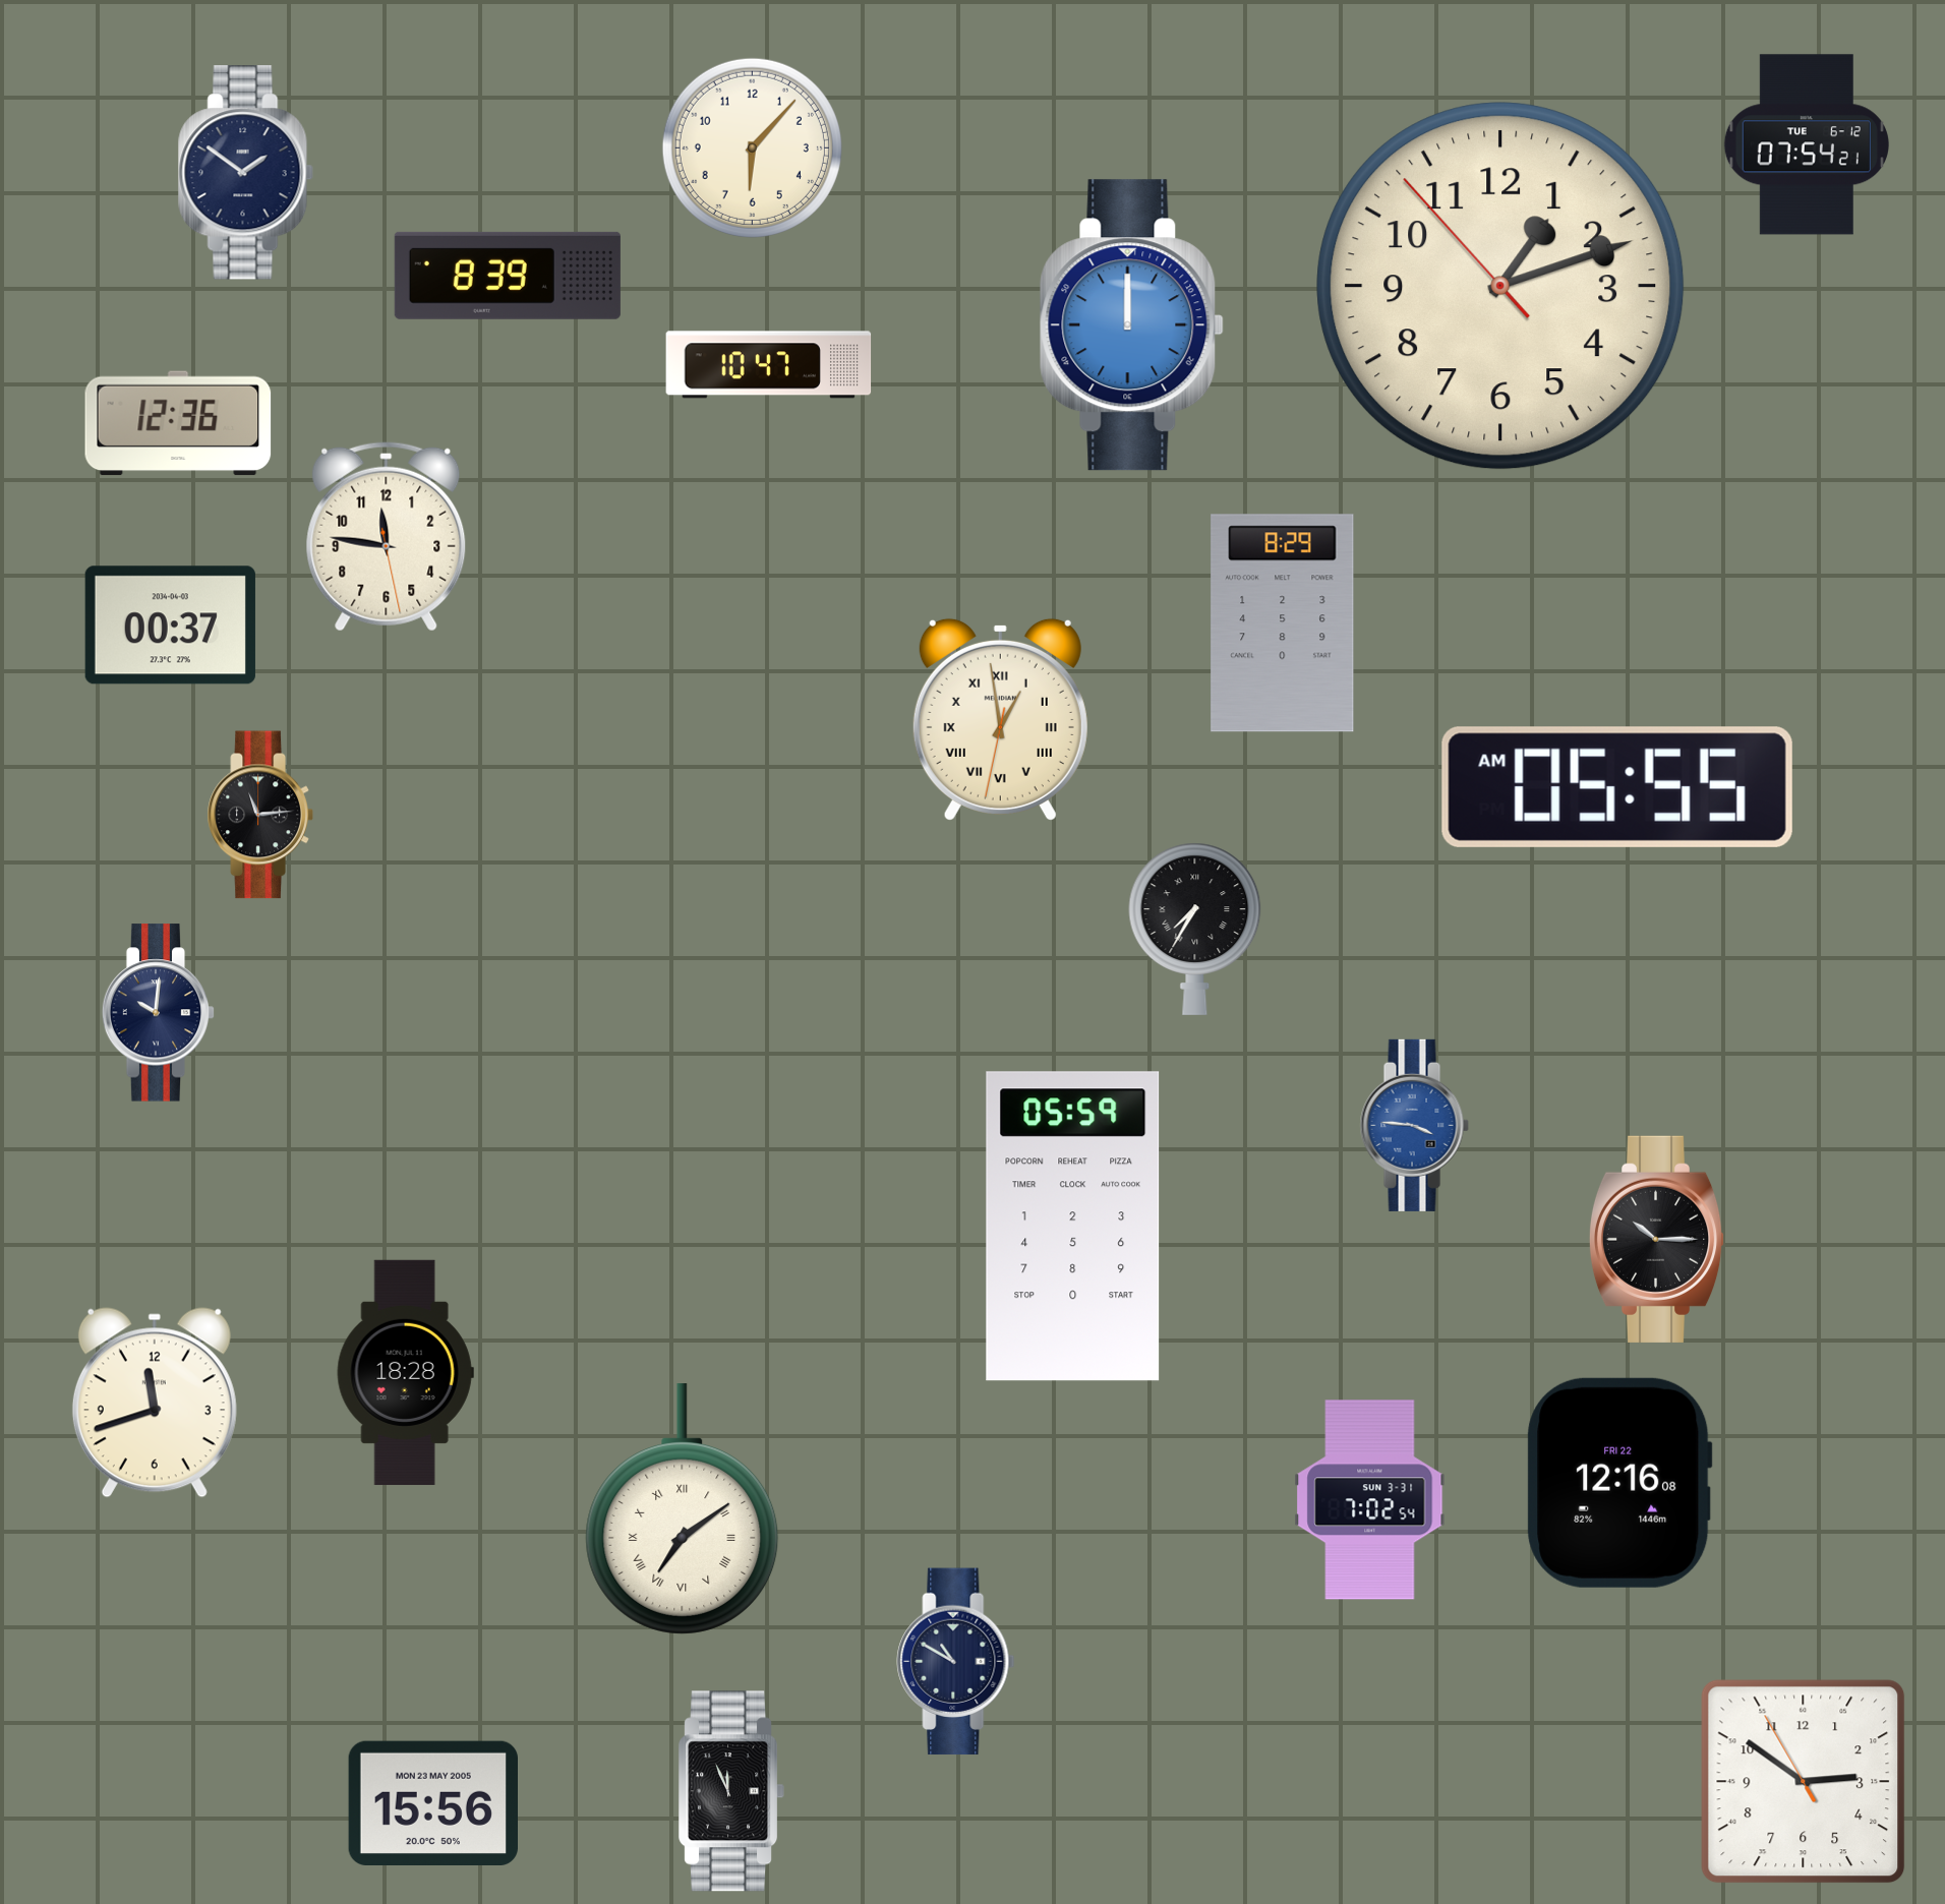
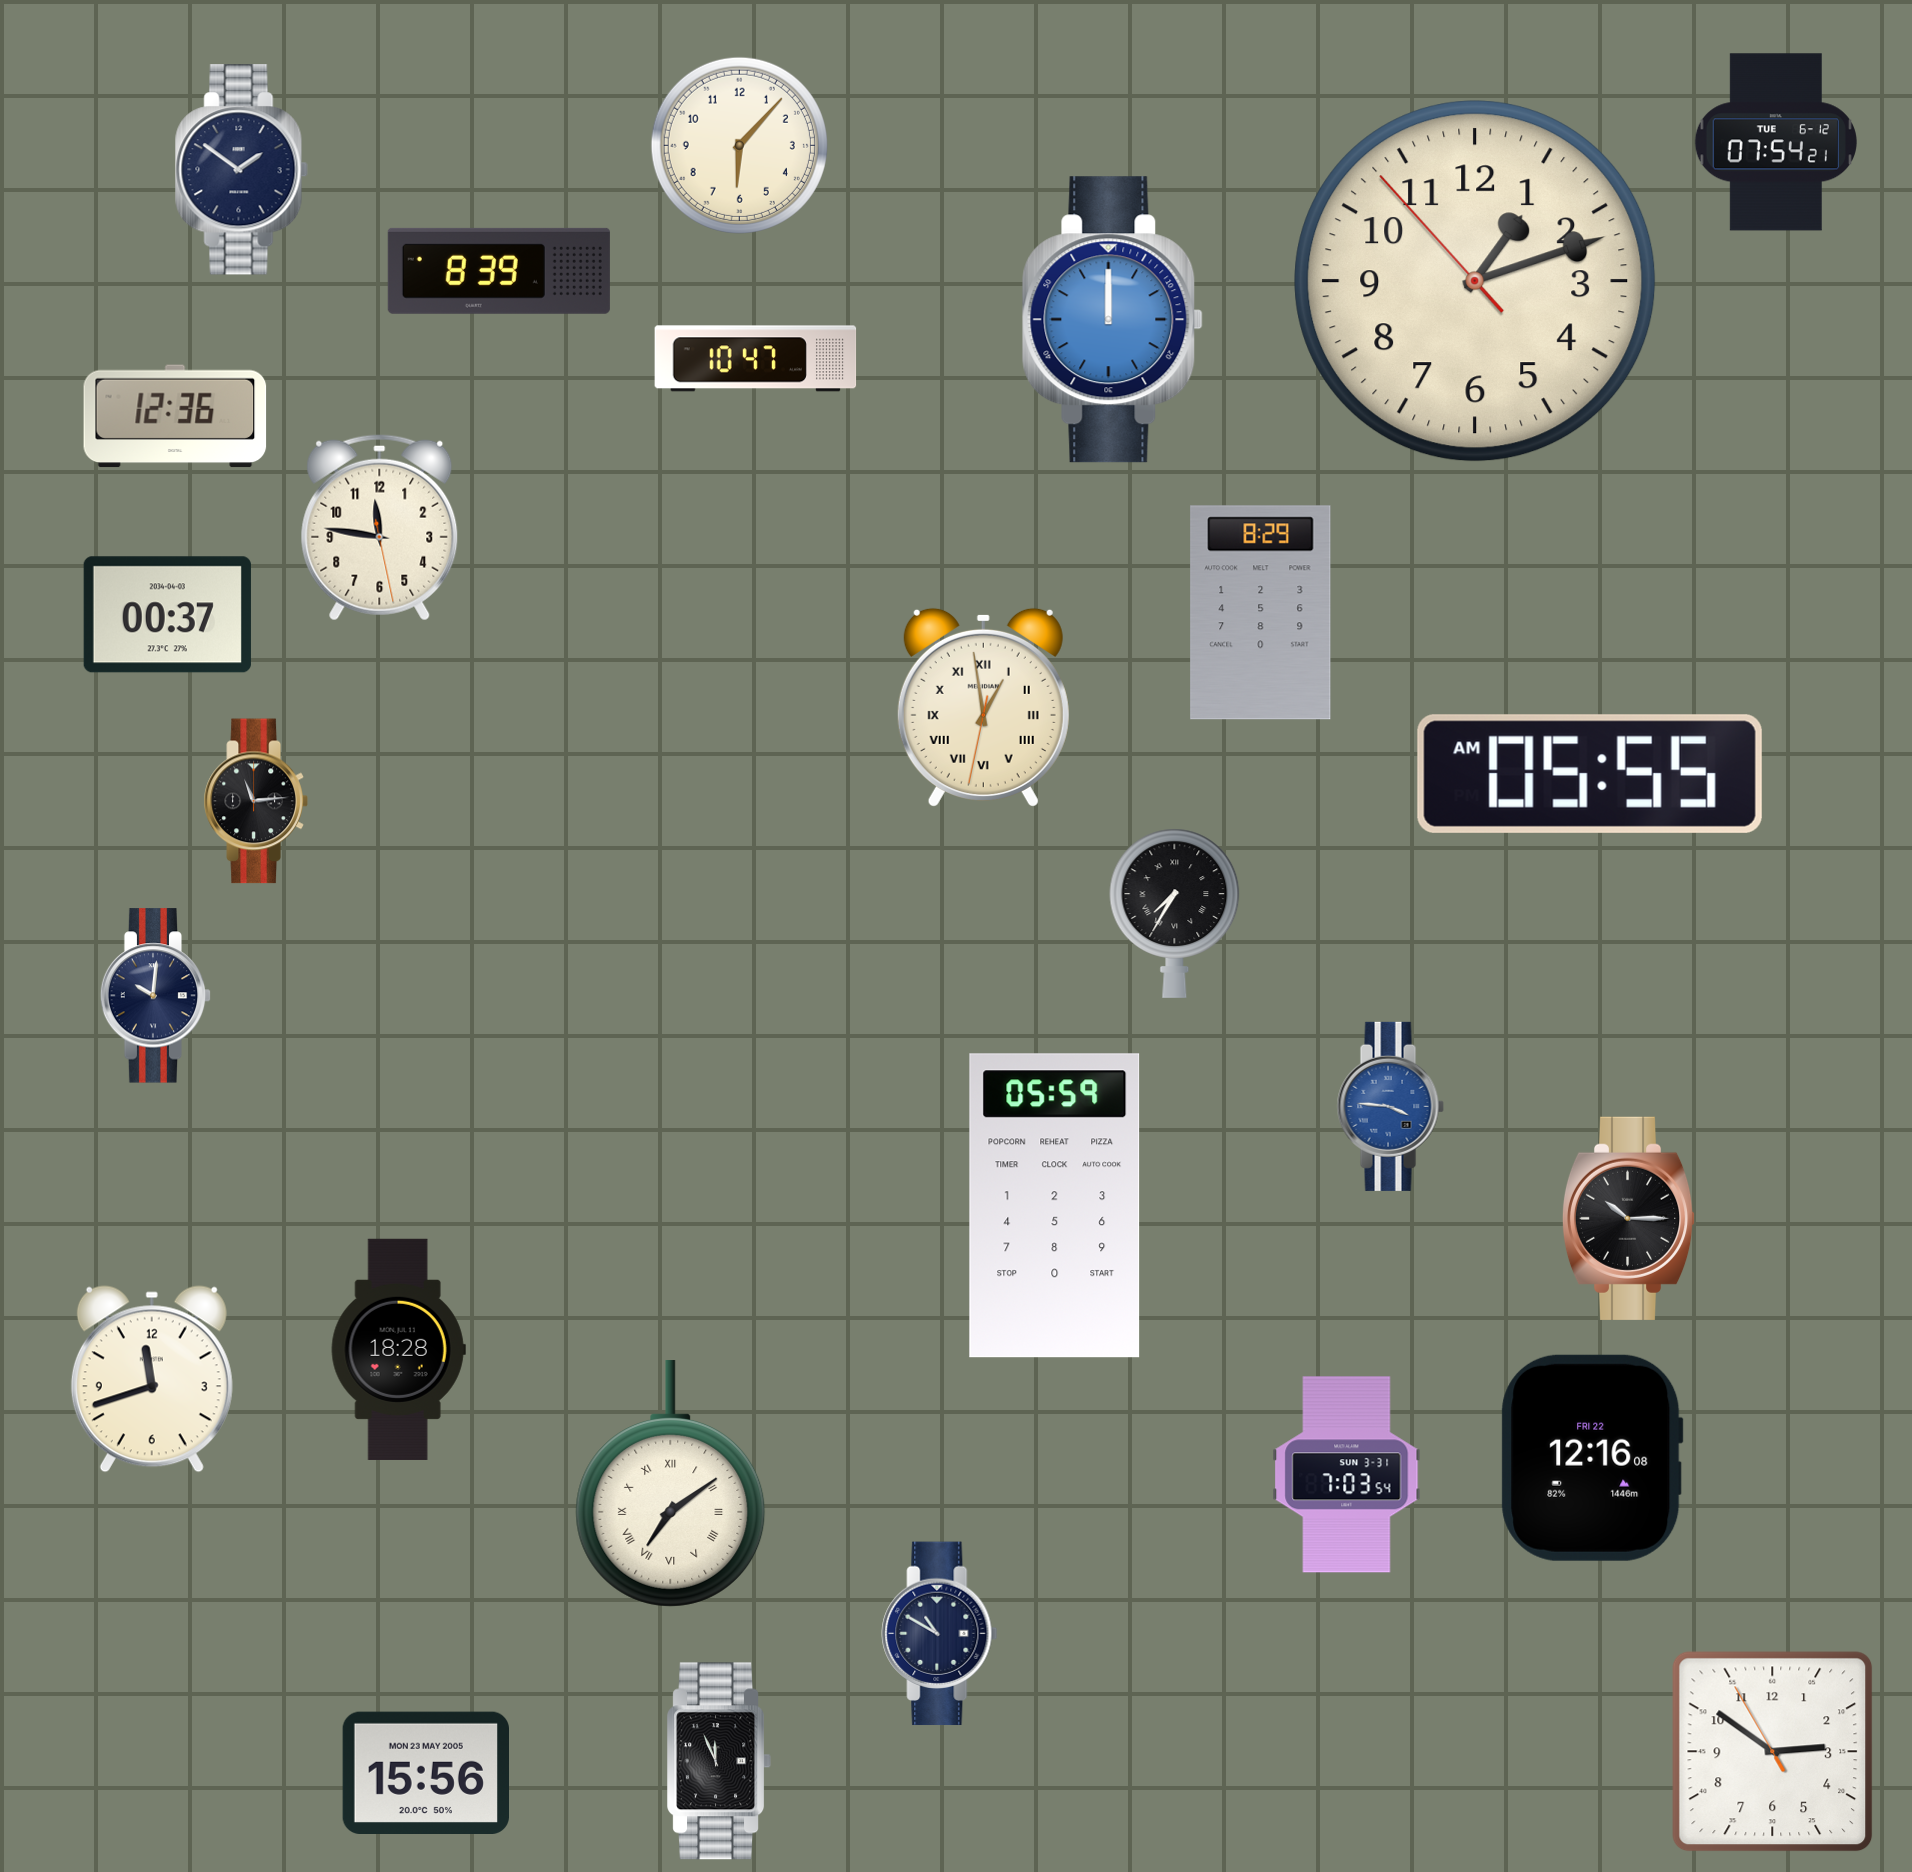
clock at (1370, 1500): 7:02 -> 7:03
